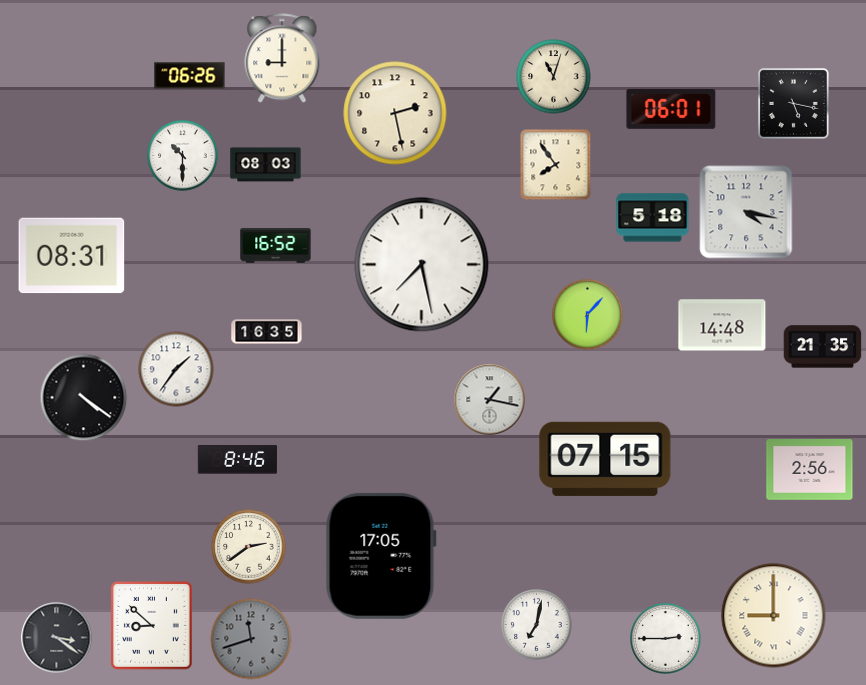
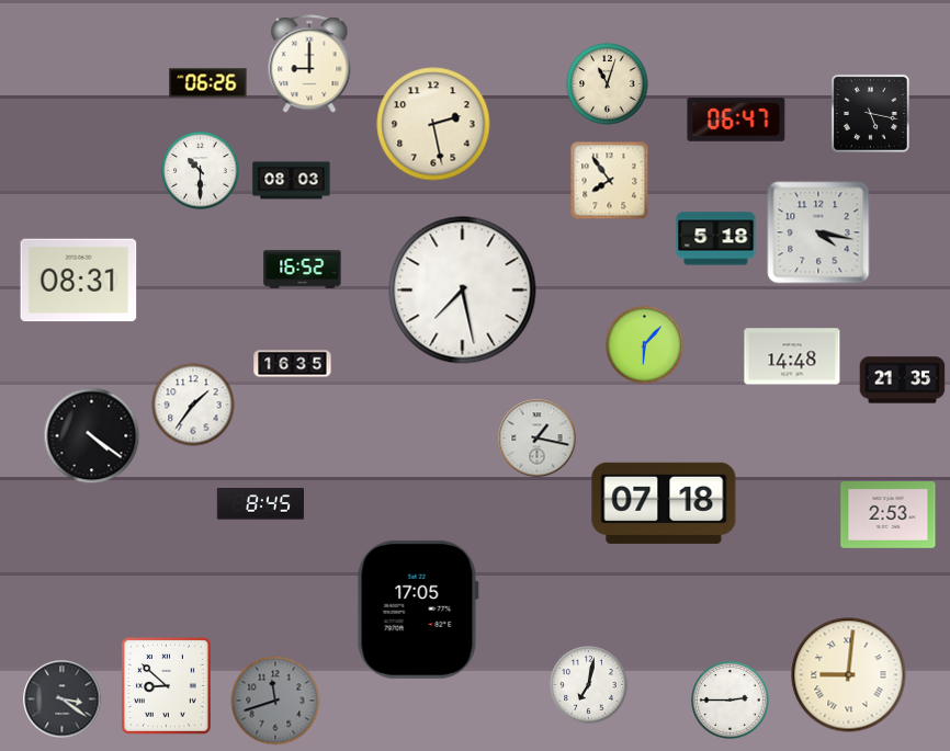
clock at (671, 109): 06:01 -> 06:47
clock at (605, 459): 07:15 -> 07:18
clock at (237, 460): 8:46 -> 8:45
clock at (810, 470): 2:56 -> 2:53
clock at (249, 547): 2:39 -> none
clock at (774, 616): 9:00 -> 9:01
